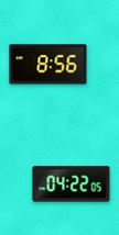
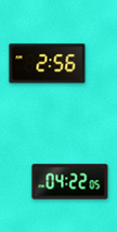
clock at (48, 65): 8:56 -> 2:56
